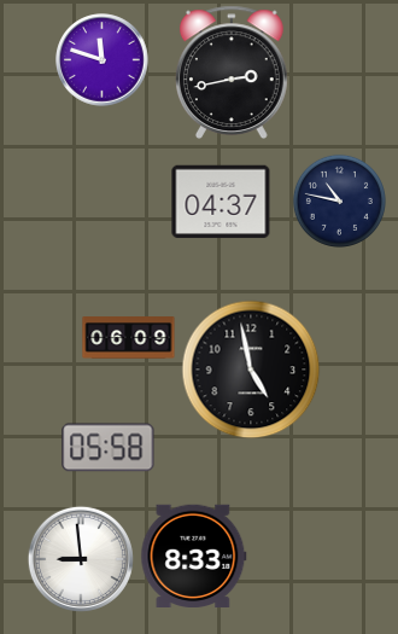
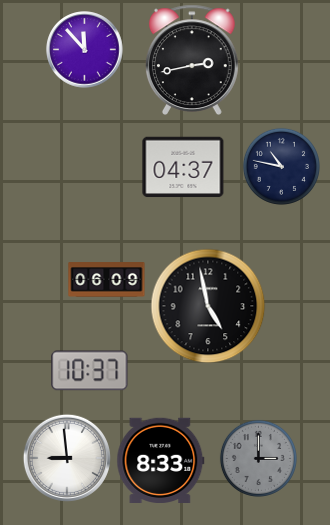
clock at (103, 60): 11:48 -> 11:53
clock at (109, 448): 05:58 -> 10:37
clock at (258, 458): none -> 3:00
clock at (81, 559) position: (81, 559) -> (67, 458)
